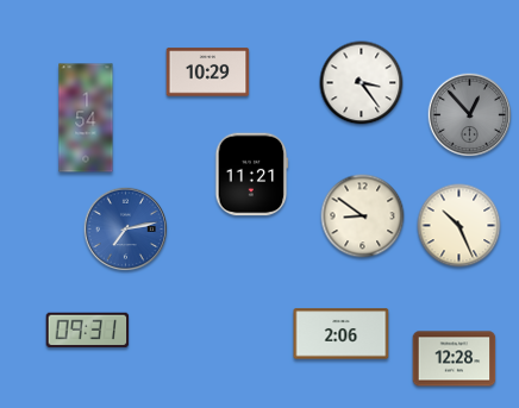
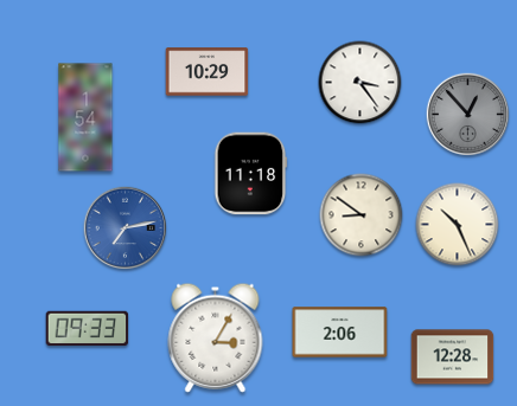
clock at (251, 175): 11:21 -> 11:18
clock at (88, 331): 09:31 -> 09:33
clock at (216, 337): none -> 3:05
